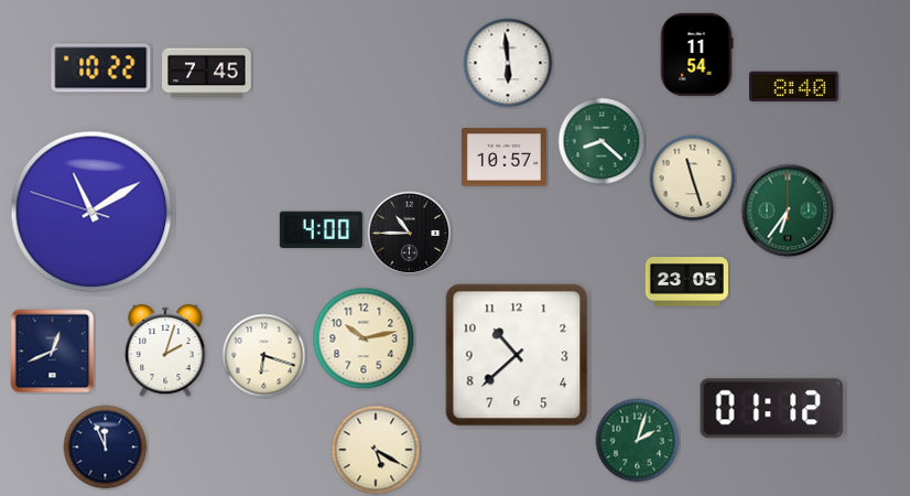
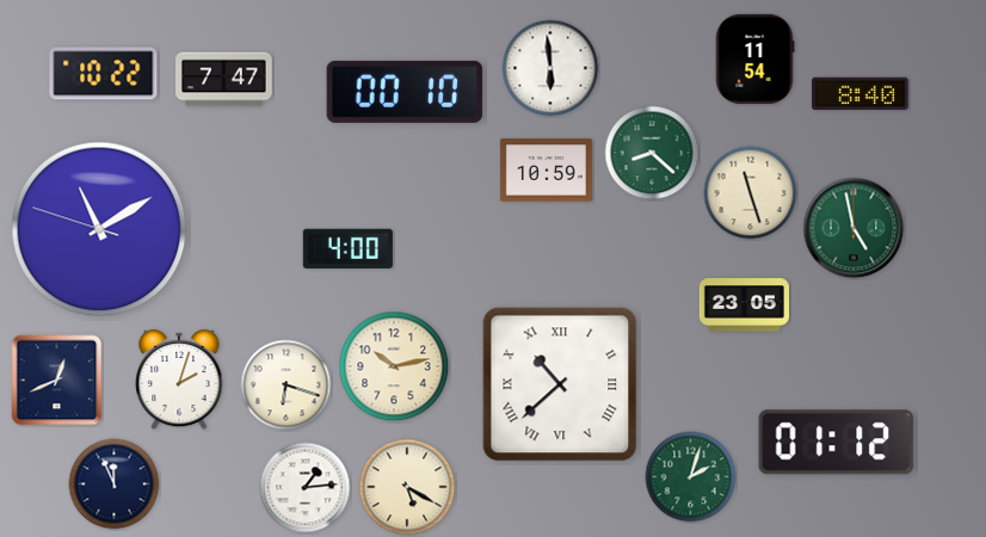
clock at (101, 68) position: (101, 68) -> (104, 74)
clock at (207, 74): 7:45 -> 7:47
clock at (405, 92): none -> 00:10
clock at (503, 158): 10:57 -> 10:59
clock at (788, 211): 6:36 -> 4:58
clock at (410, 234): 10:45 -> none
clock at (517, 355) numerals: Arabic -> Roman
clock at (306, 488): none -> 1:14
